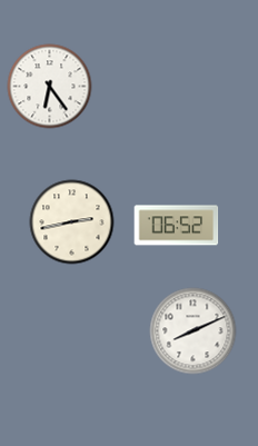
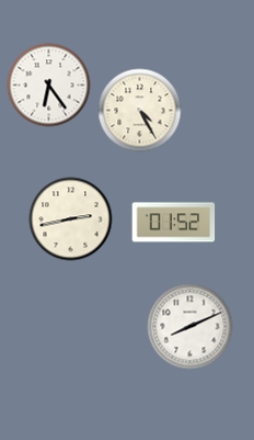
clock at (140, 111): none -> 4:25
clock at (177, 226): 06:52 -> 01:52
